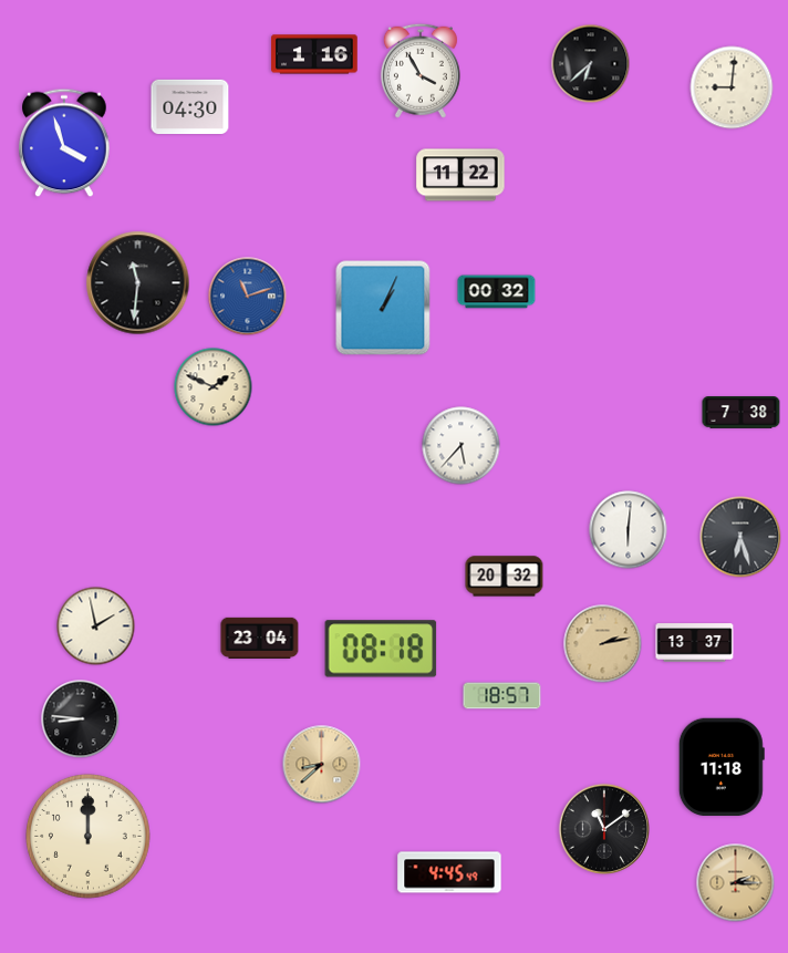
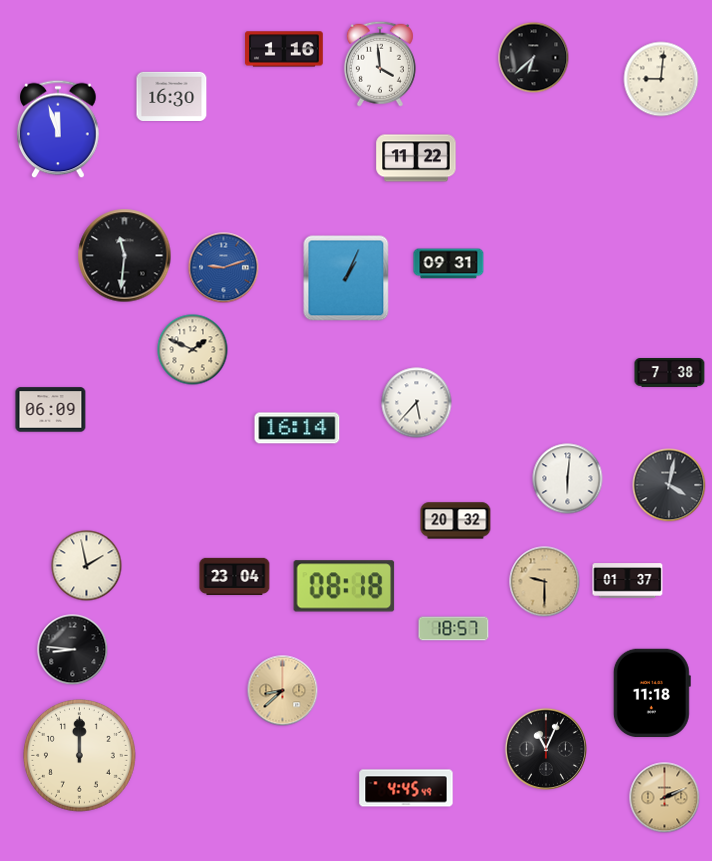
clock at (421, 71): 3:55 -> 3:59
clock at (190, 106): 04:30 -> 16:30
clock at (64, 143): 3:57 -> 11:57
clock at (497, 292): 00:32 -> 09:31
clock at (248, 297): 11:12 -> 9:12
clock at (51, 410): none -> 06:09
clock at (297, 428): none -> 16:14
clock at (740, 537): 6:27 -> 4:02
clock at (695, 643): 13:37 -> 01:37
clock at (603, 644): 2:13 -> 9:30
clock at (322, 765) position: (322, 765) -> (283, 691)
clock at (604, 829): 11:09 -> 11:04
clock at (736, 883): 2:15 -> 2:11
